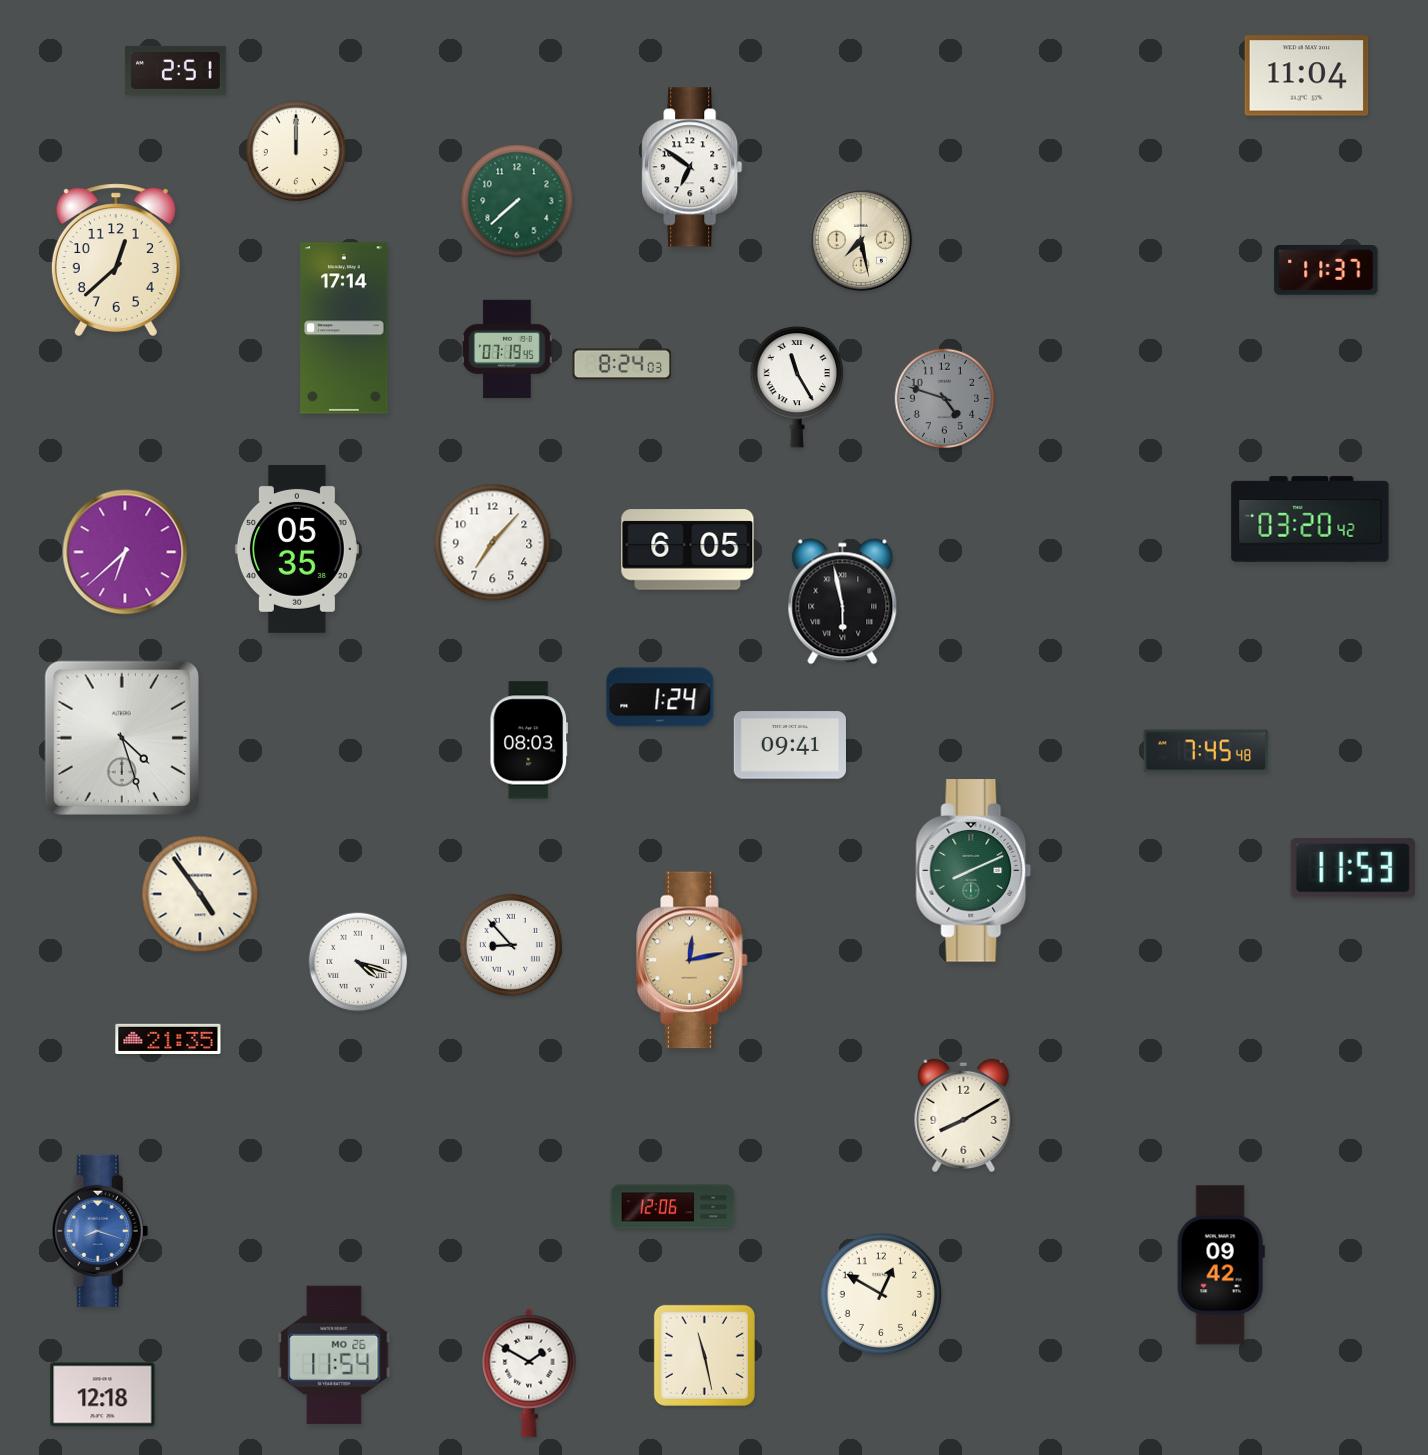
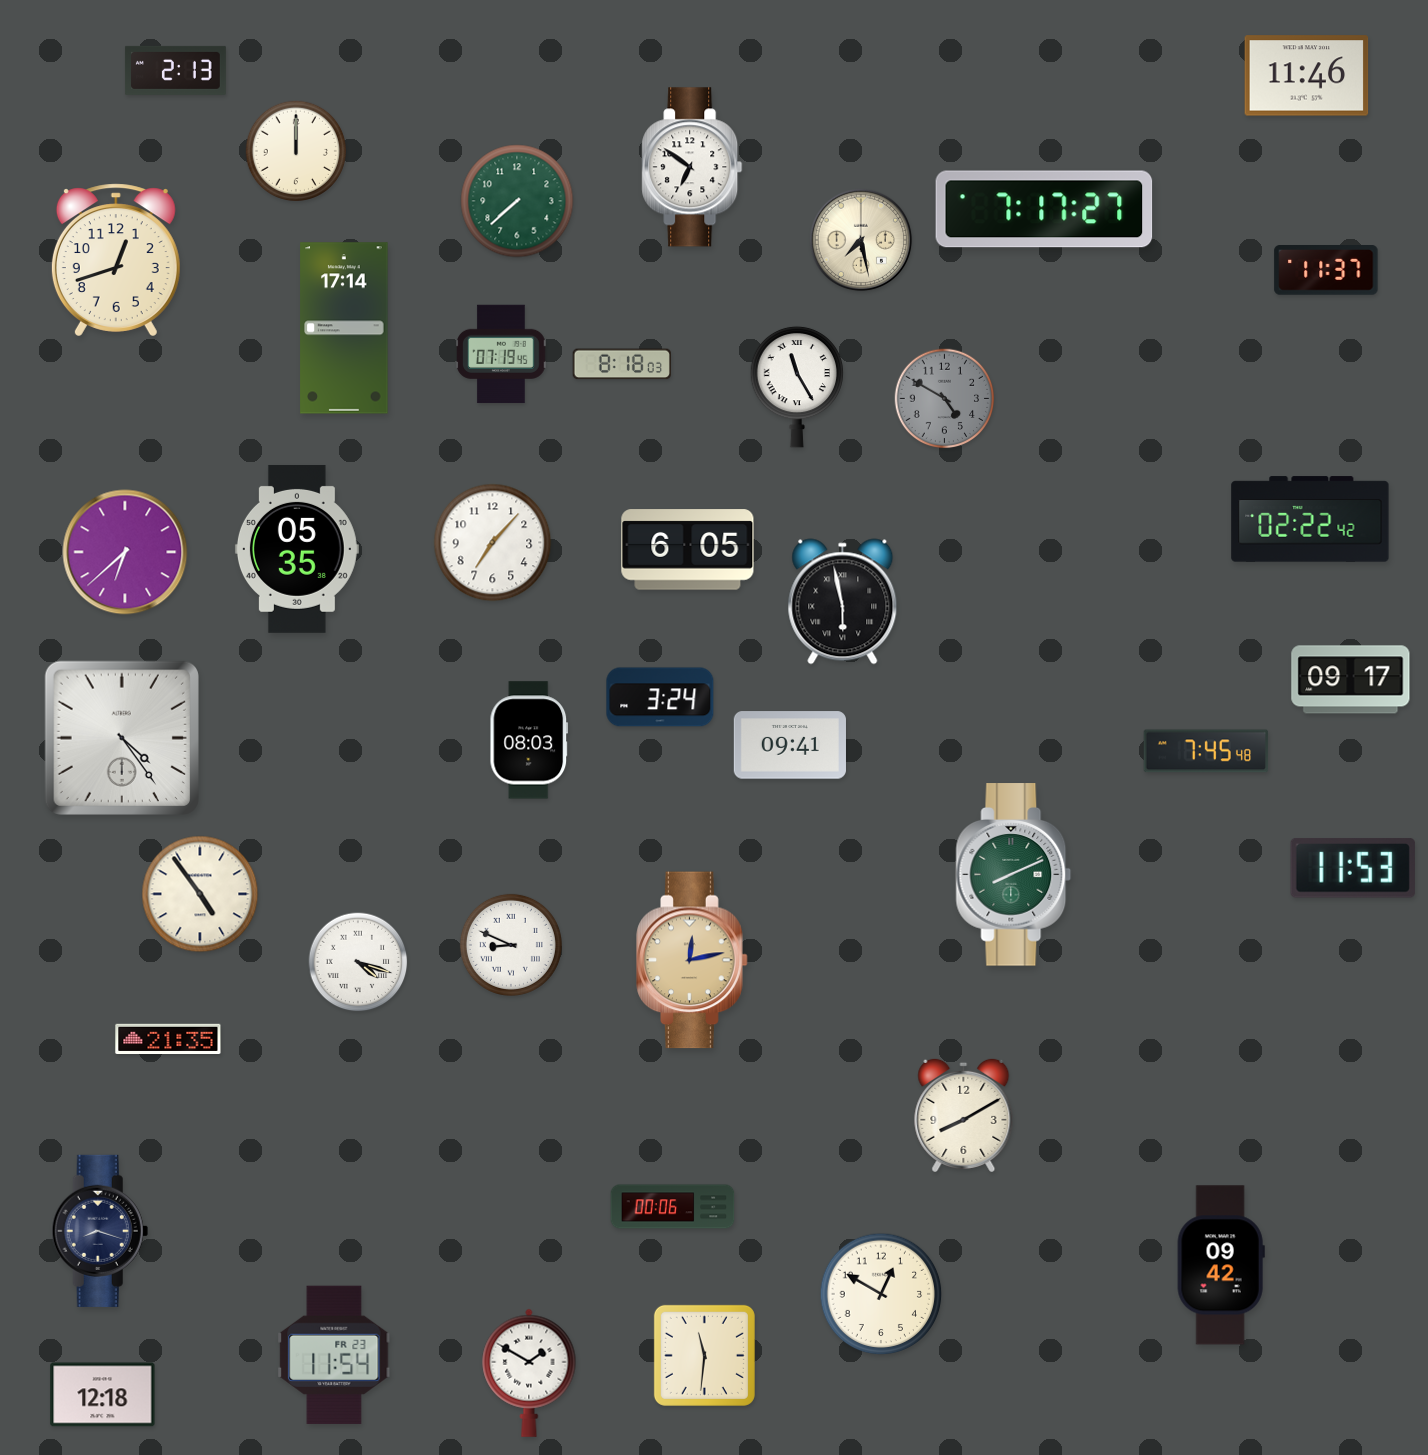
clock at (175, 70): 2:51 -> 2:13
clock at (1307, 76): 11:04 -> 11:46
clock at (1044, 209): none -> 7:17
clock at (116, 260): 12:38 -> 12:42
clock at (507, 349) position: (507, 349) -> (501, 354)
clock at (621, 364): 8:24 -> 8:18
clock at (945, 399): 4:48 -> 4:50
clock at (1310, 519): 03:20 -> 02:22
clock at (1351, 680): none -> 09:17
clock at (660, 697): 1:24 -> 3:24
clock at (122, 738): 4:27 -> 4:24
clock at (974, 871) position: (974, 871) -> (1014, 875)
clock at (511, 945): 8:53 -> 8:49
clock at (673, 1207): 12:06 -> 00:06
clock at (100, 1231) dial: blue -> navy
clock at (334, 1355) date: MO 26 -> FR 23
clock at (704, 1355): 11:28 -> 11:31
